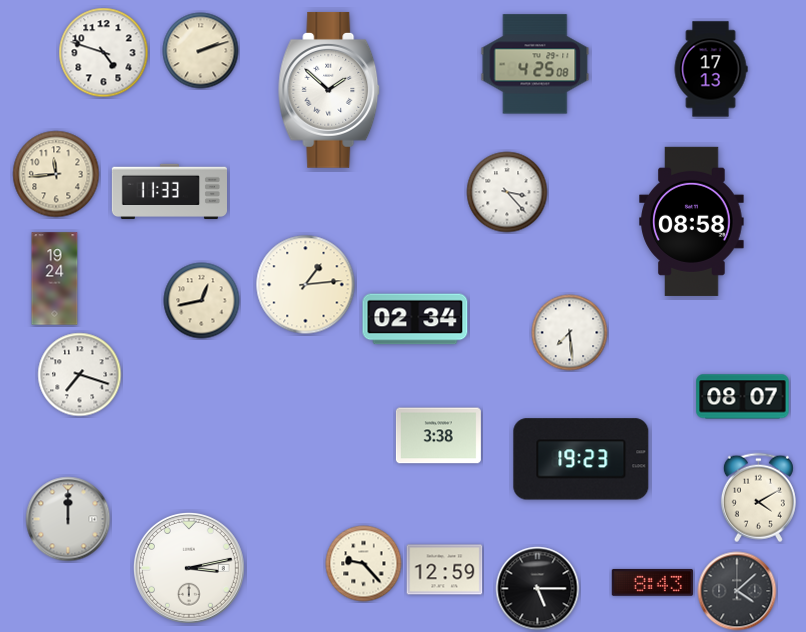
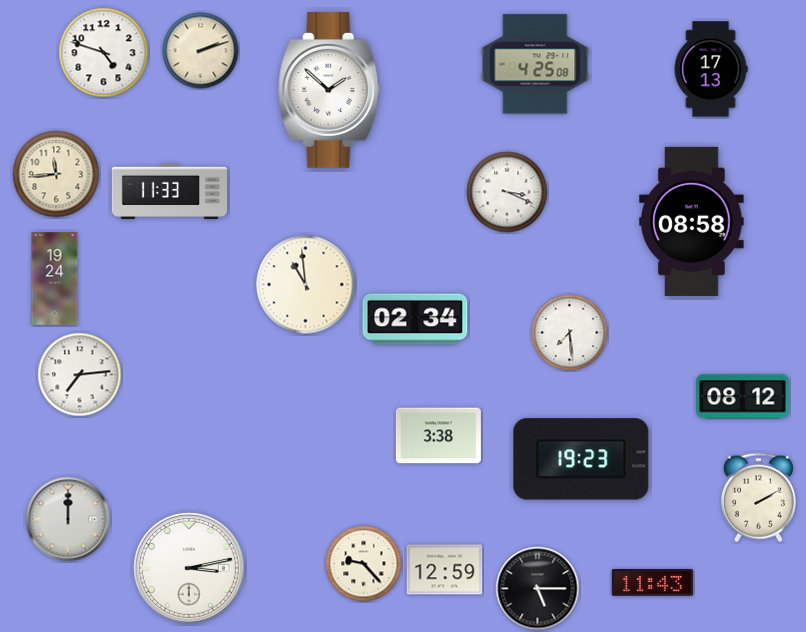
clock at (507, 192): 3:23 -> 3:19
clock at (306, 285): 1:14 -> 10:59
clock at (202, 301): 12:43 -> none
clock at (80, 375): 7:18 -> 7:14
clock at (743, 397): 08:07 -> 08:12
clock at (758, 498): 4:10 -> 2:10
clock at (652, 582): 8:43 -> 11:43
clock at (737, 591): 4:08 -> none
